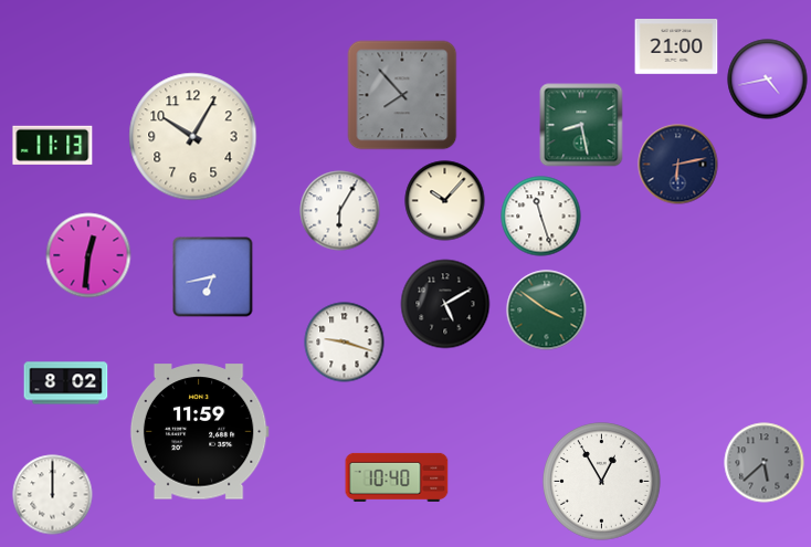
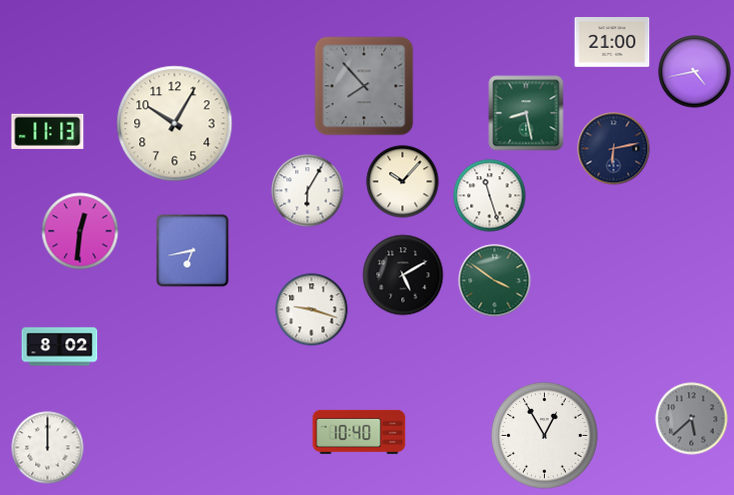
clock at (199, 432): 11:59 -> none
